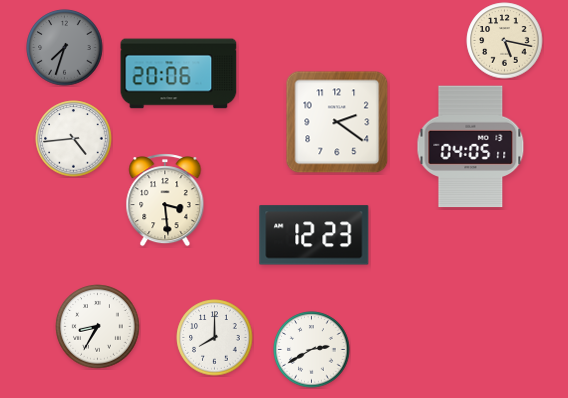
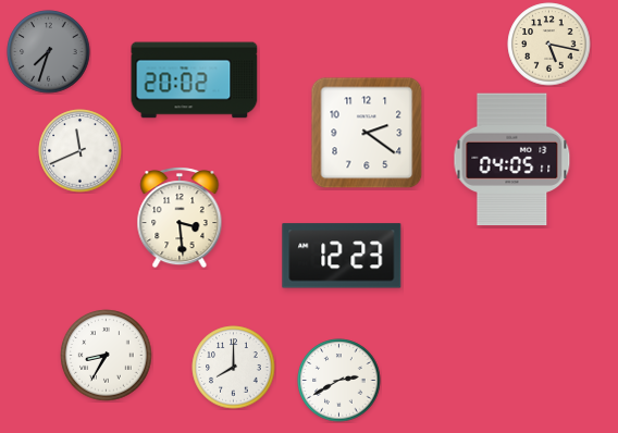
clock at (65, 48) position: (65, 48) -> (49, 52)
clock at (179, 74): 20:06 -> 20:02
clock at (74, 139): 4:44 -> 11:41
